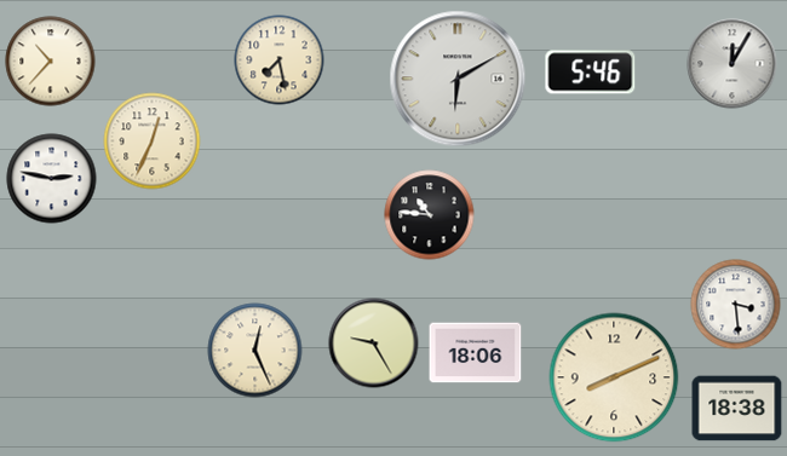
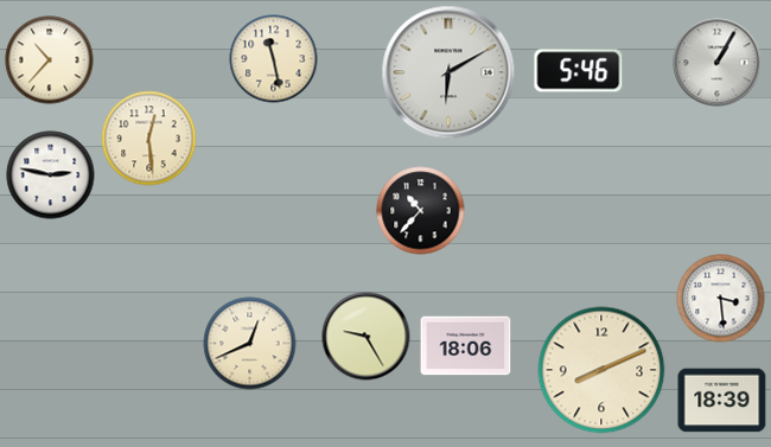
clock at (280, 60): 7:28 -> 11:28
clock at (733, 64): 12:05 -> 1:05
clock at (458, 79) position: (458, 79) -> (448, 72)
clock at (153, 142): 12:34 -> 12:29
clock at (430, 215): 10:46 -> 10:37
clock at (255, 351): 12:26 -> 12:41
clock at (737, 409): 18:38 -> 18:39
